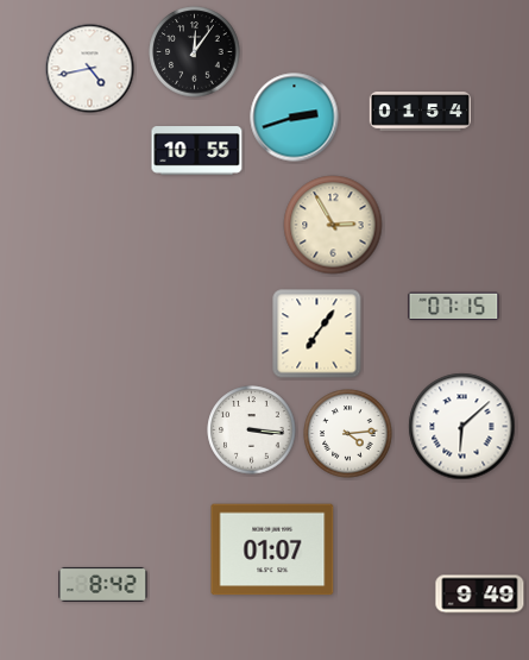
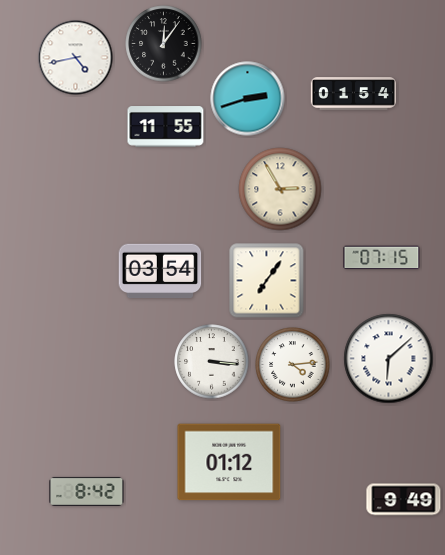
clock at (197, 151): 10:55 -> 11:55
clock at (160, 271): none -> 03:54
clock at (272, 549): 01:07 -> 01:12
